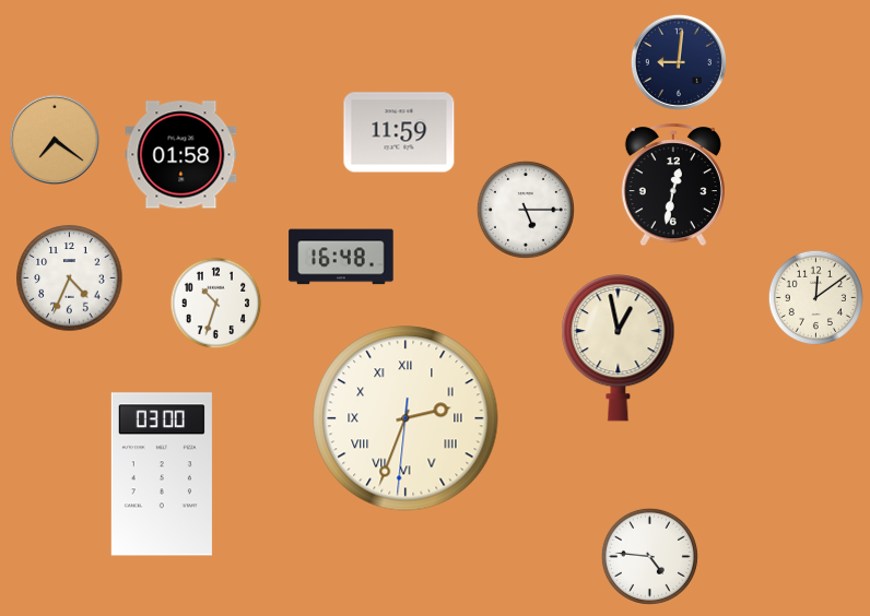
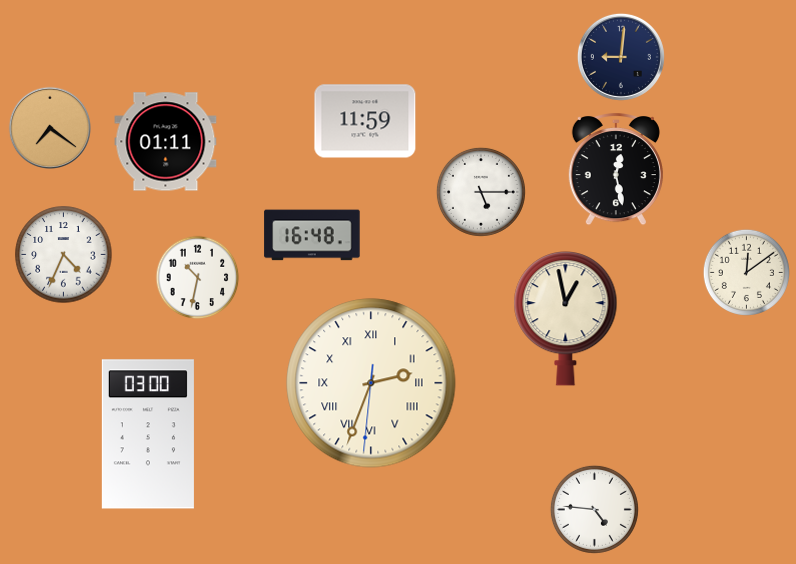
clock at (181, 155): 01:58 -> 01:11
clock at (673, 186): 12:32 -> 12:28
clock at (216, 304): 10:33 -> 10:32
